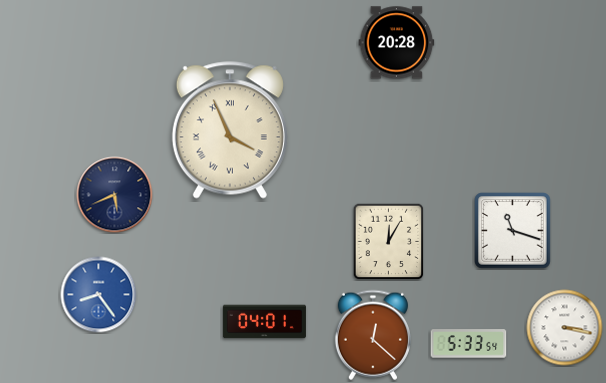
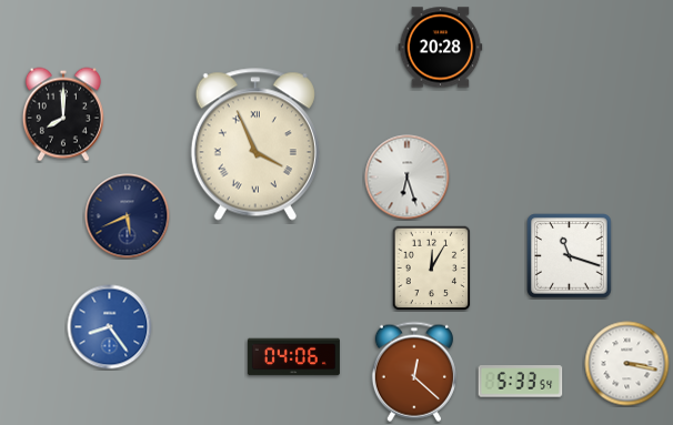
clock at (63, 114): none -> 8:00
clock at (408, 178): none -> 6:27
clock at (264, 322): 04:01 -> 04:06
